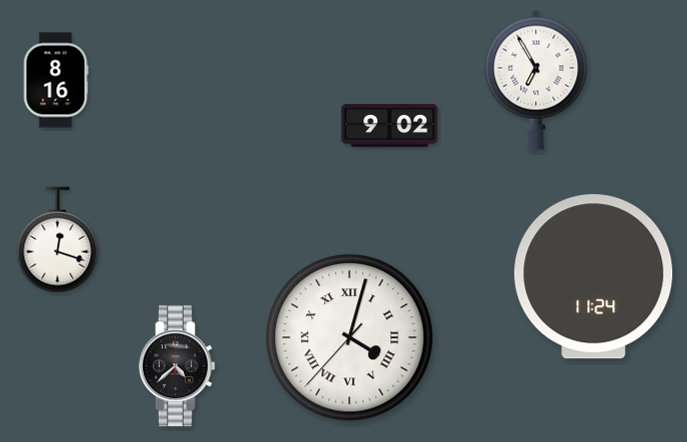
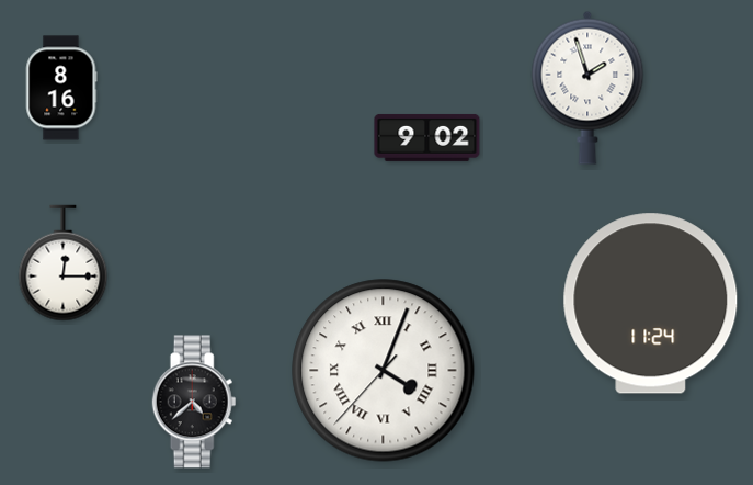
clock at (536, 80): 6:55 -> 1:57
clock at (58, 240): 12:18 -> 12:15
clock at (350, 338): 4:02 -> 4:03
